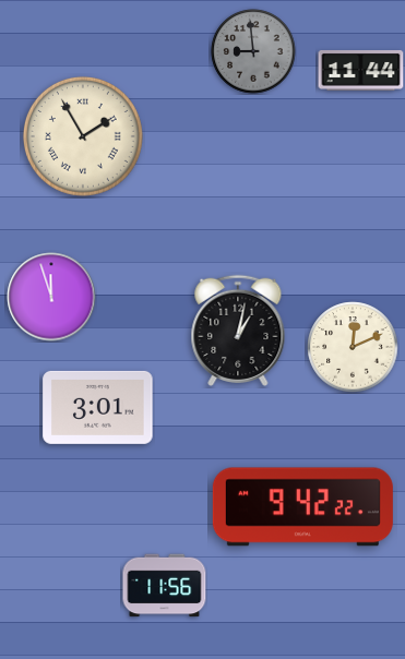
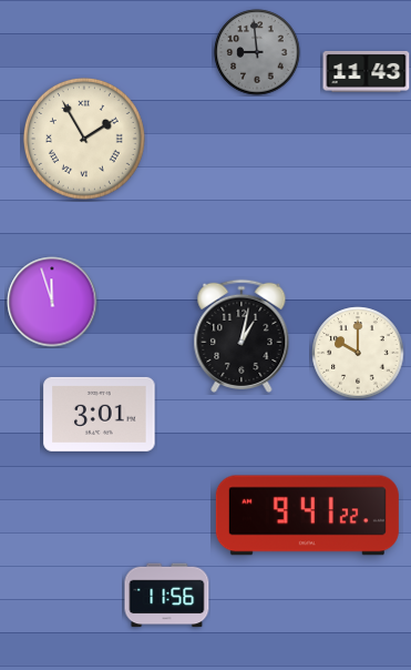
clock at (361, 70): 11:44 -> 11:43
clock at (353, 347): 12:11 -> 10:00
clock at (302, 507): 9:42 -> 9:41
